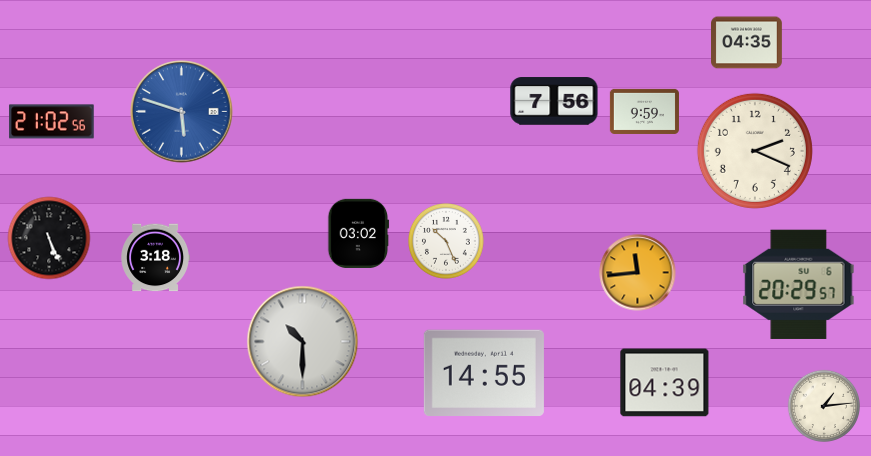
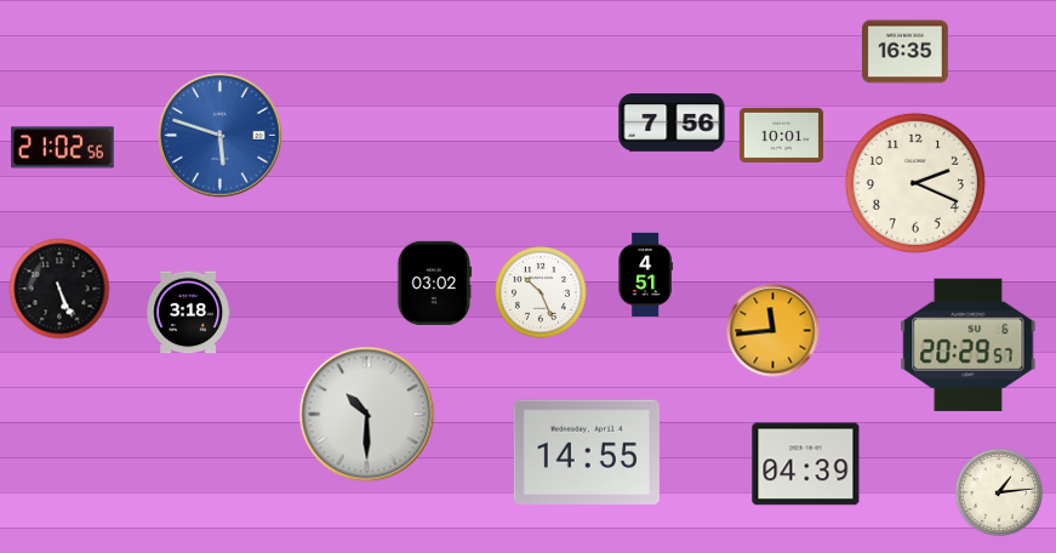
clock at (747, 43): 04:35 -> 16:35
clock at (644, 111): 9:59 -> 10:01
clock at (645, 274): none -> 4:51
